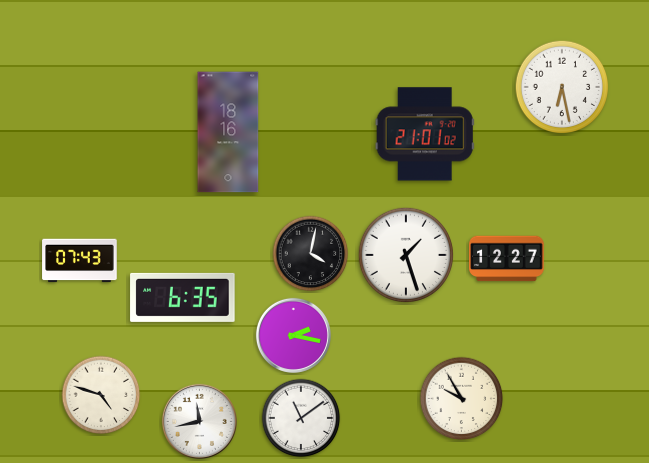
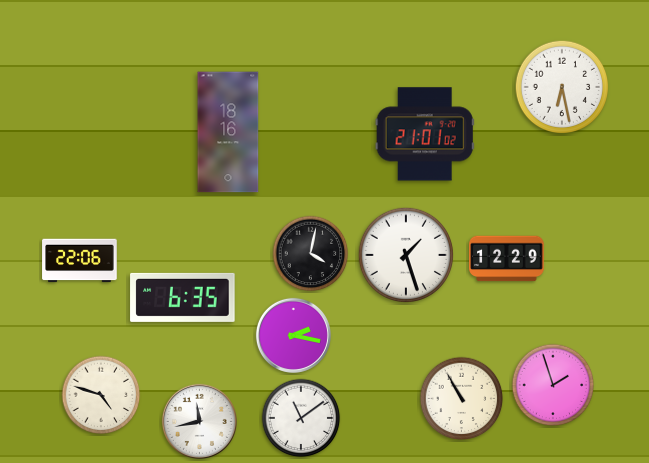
clock at (507, 259): 12:27 -> 12:29
clock at (80, 261): 07:43 -> 22:06
clock at (553, 385): none -> 1:57
clock at (462, 399): 9:55 -> 10:55
